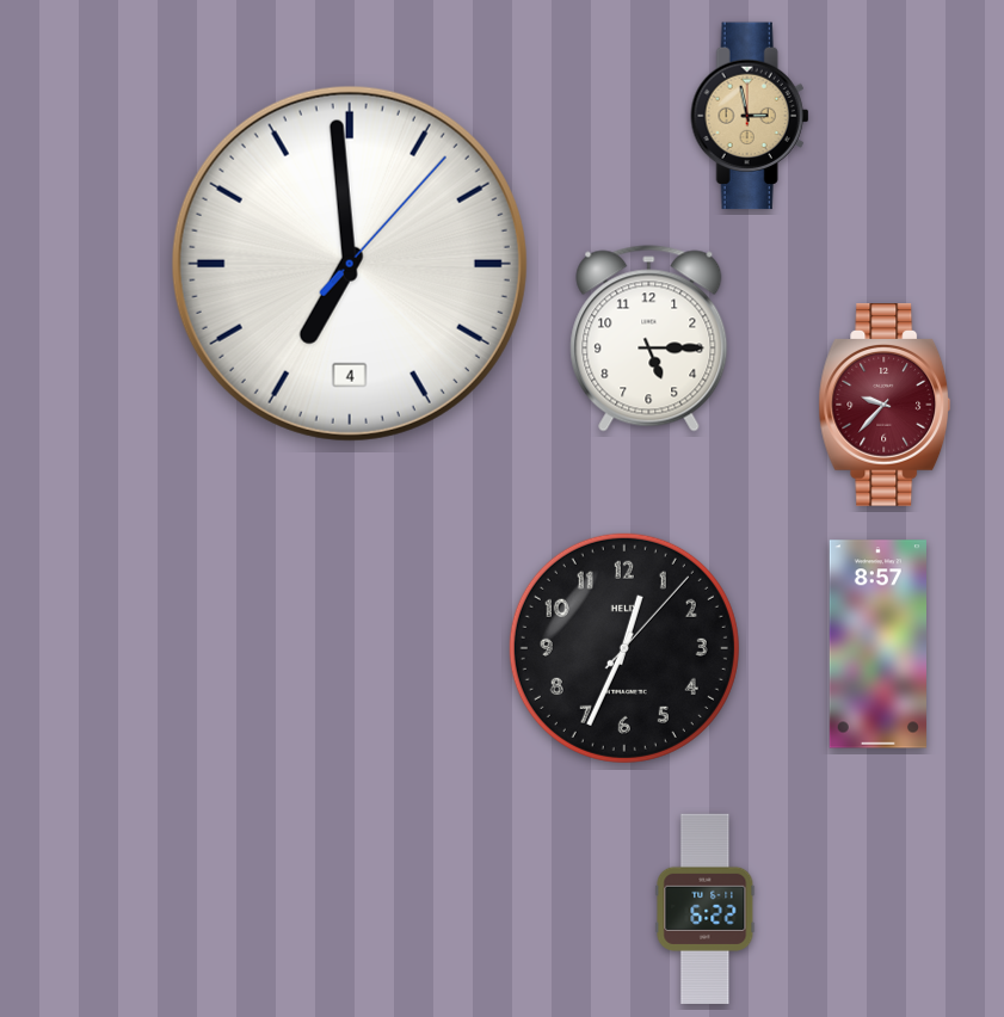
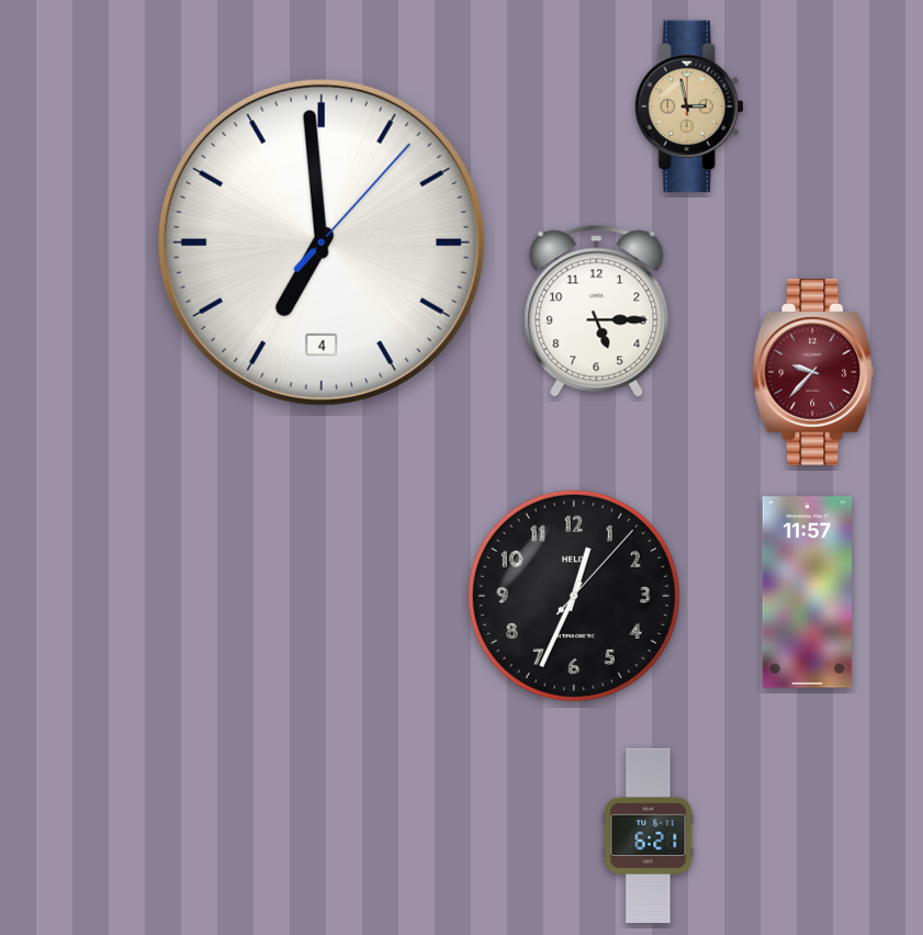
clock at (877, 645): 8:57 -> 11:57
clock at (706, 910): 6:22 -> 6:21
